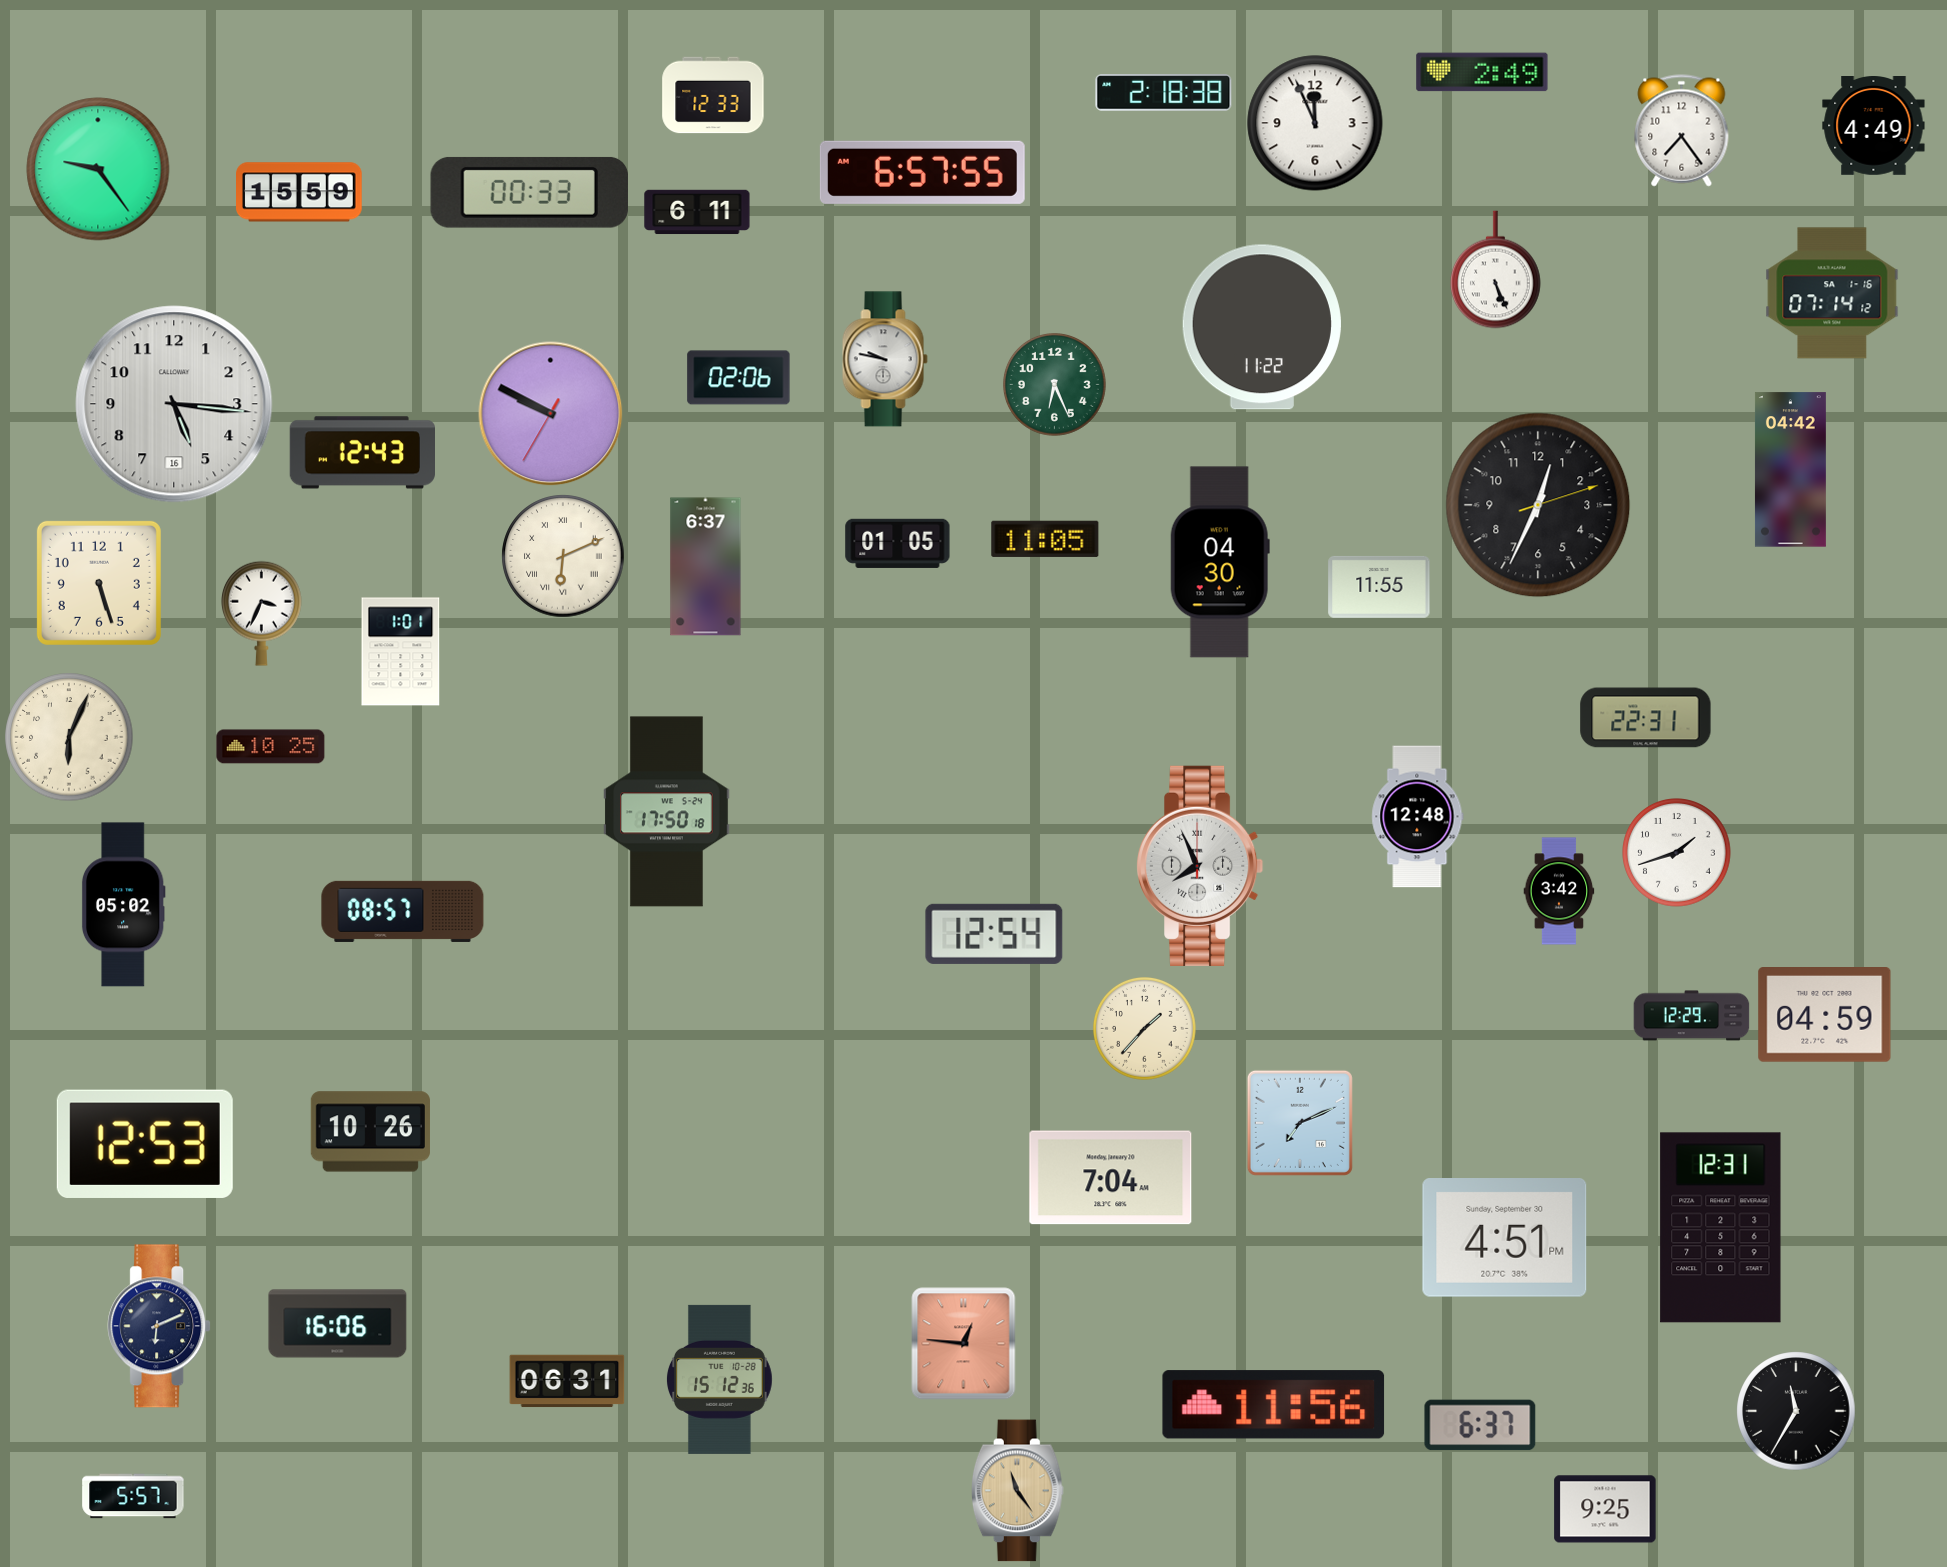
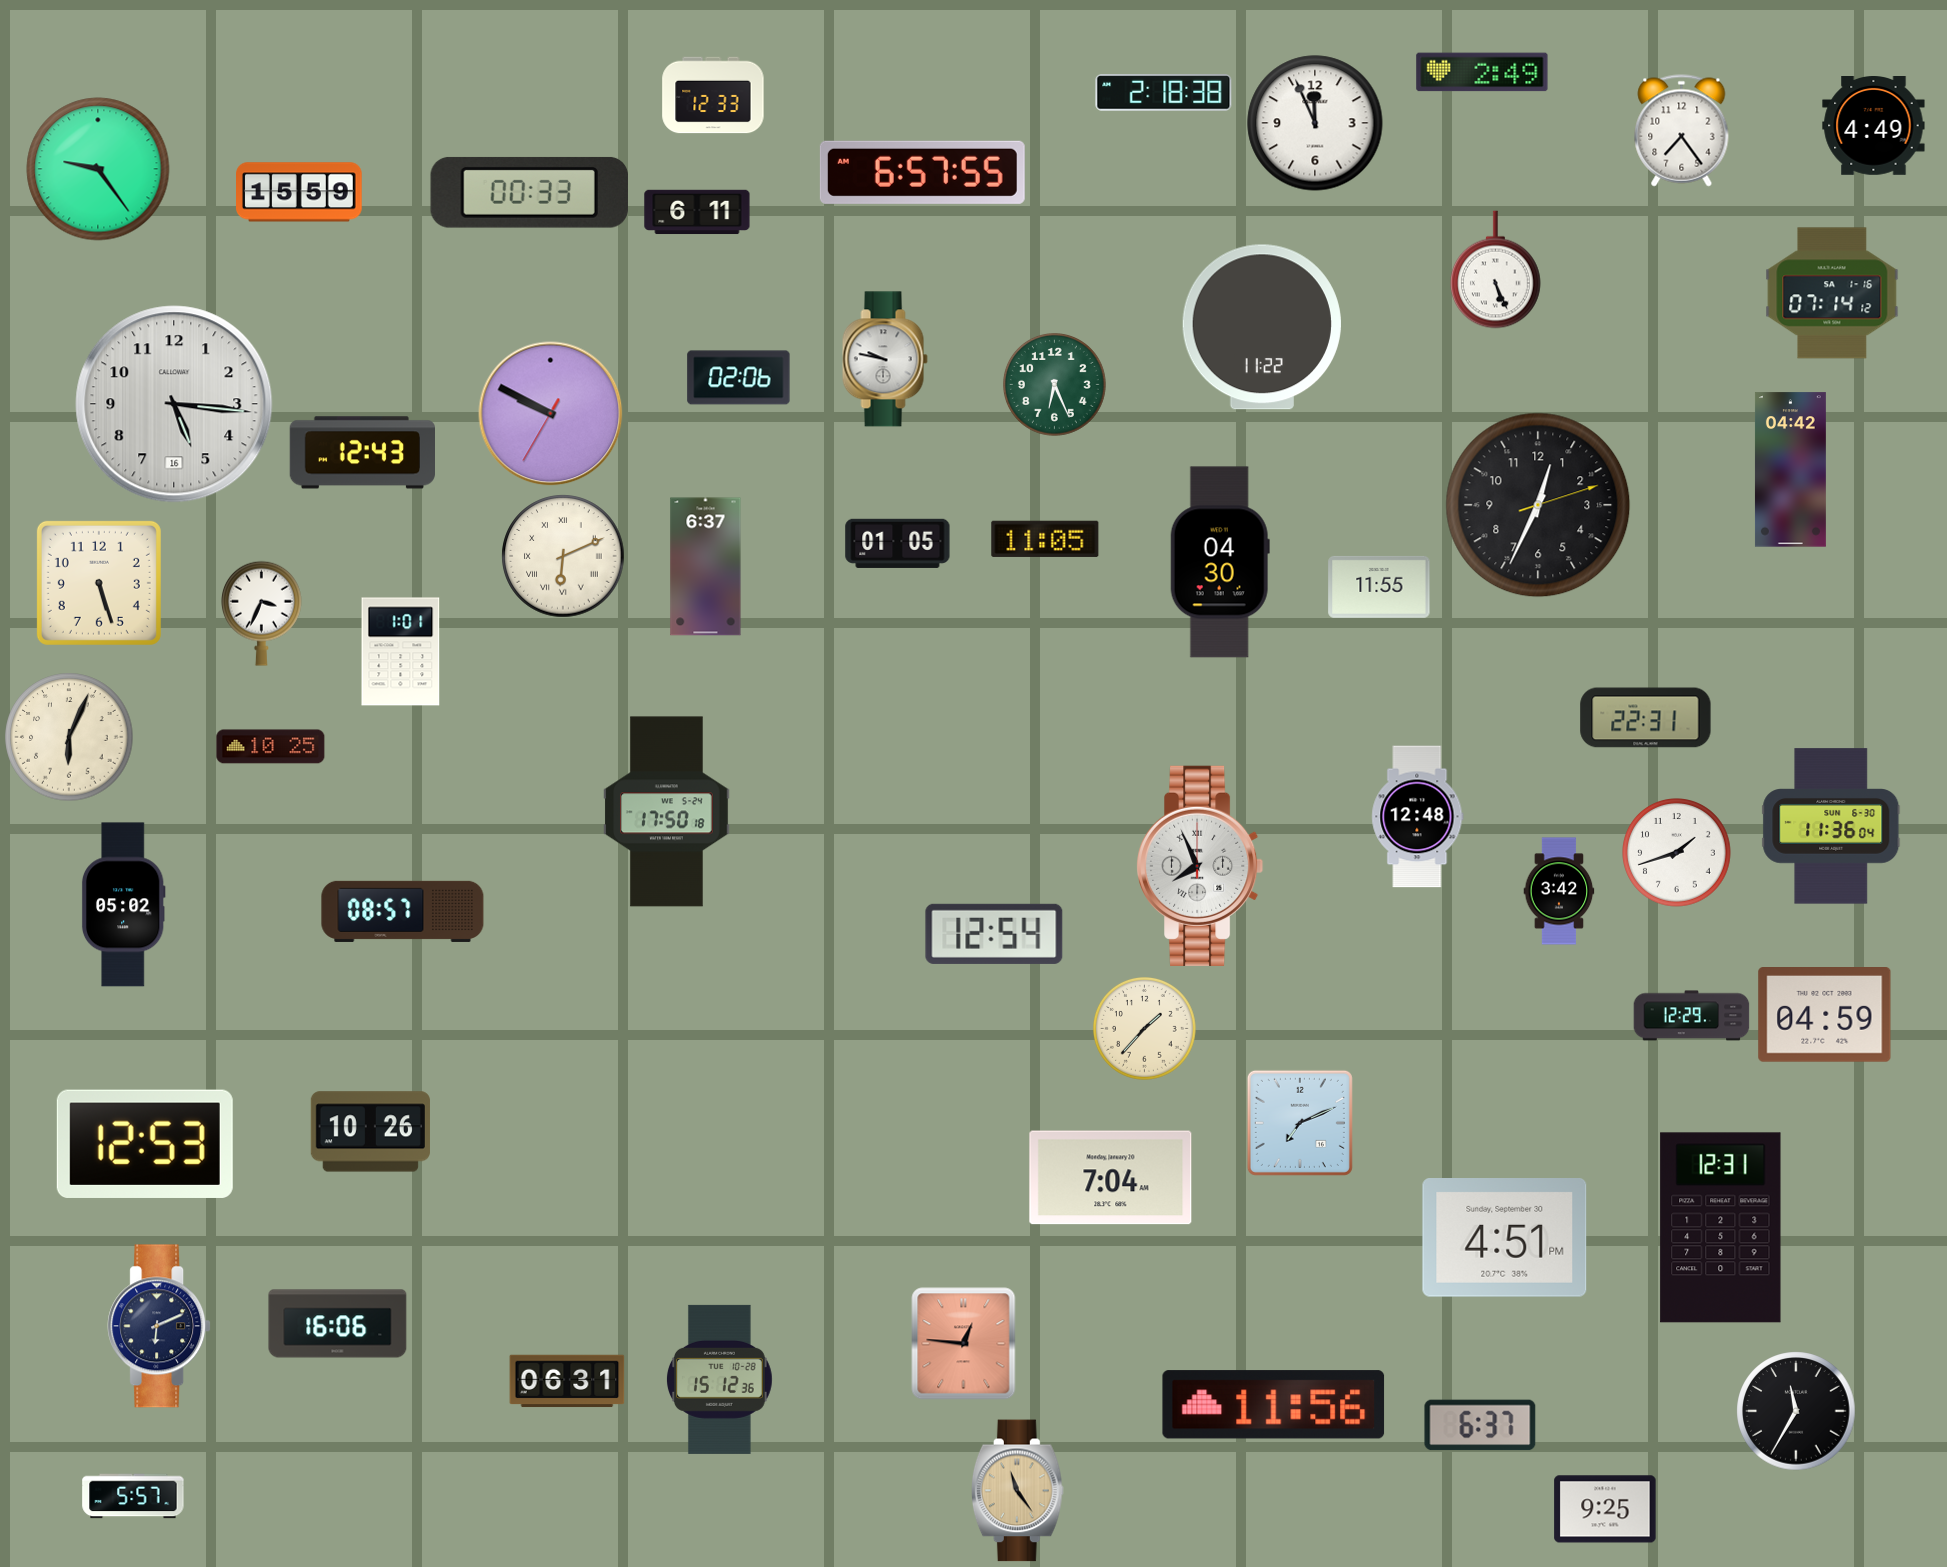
clock at (1831, 826): none -> 11:36
